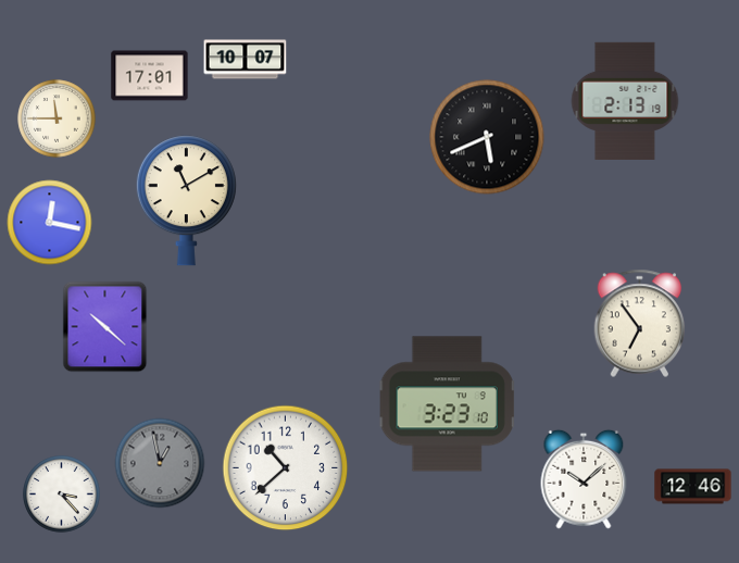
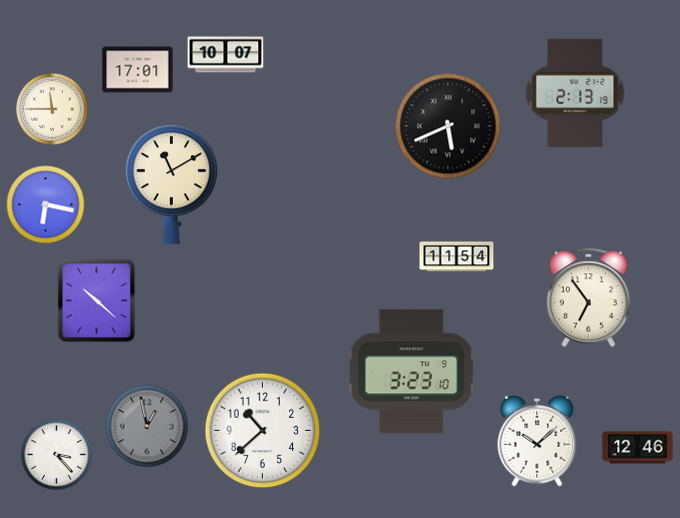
clock at (50, 223): 12:17 -> 6:17
clock at (457, 257): none -> 11:54
